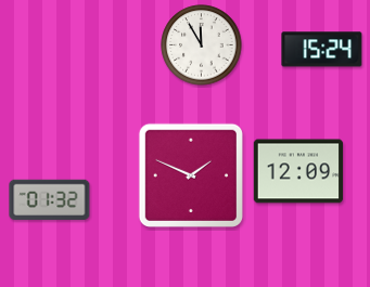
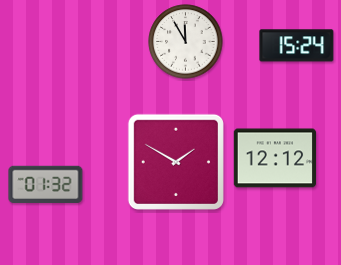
clock at (298, 171): 12:09 -> 12:12
clock at (191, 175): 1:49 -> 1:50
